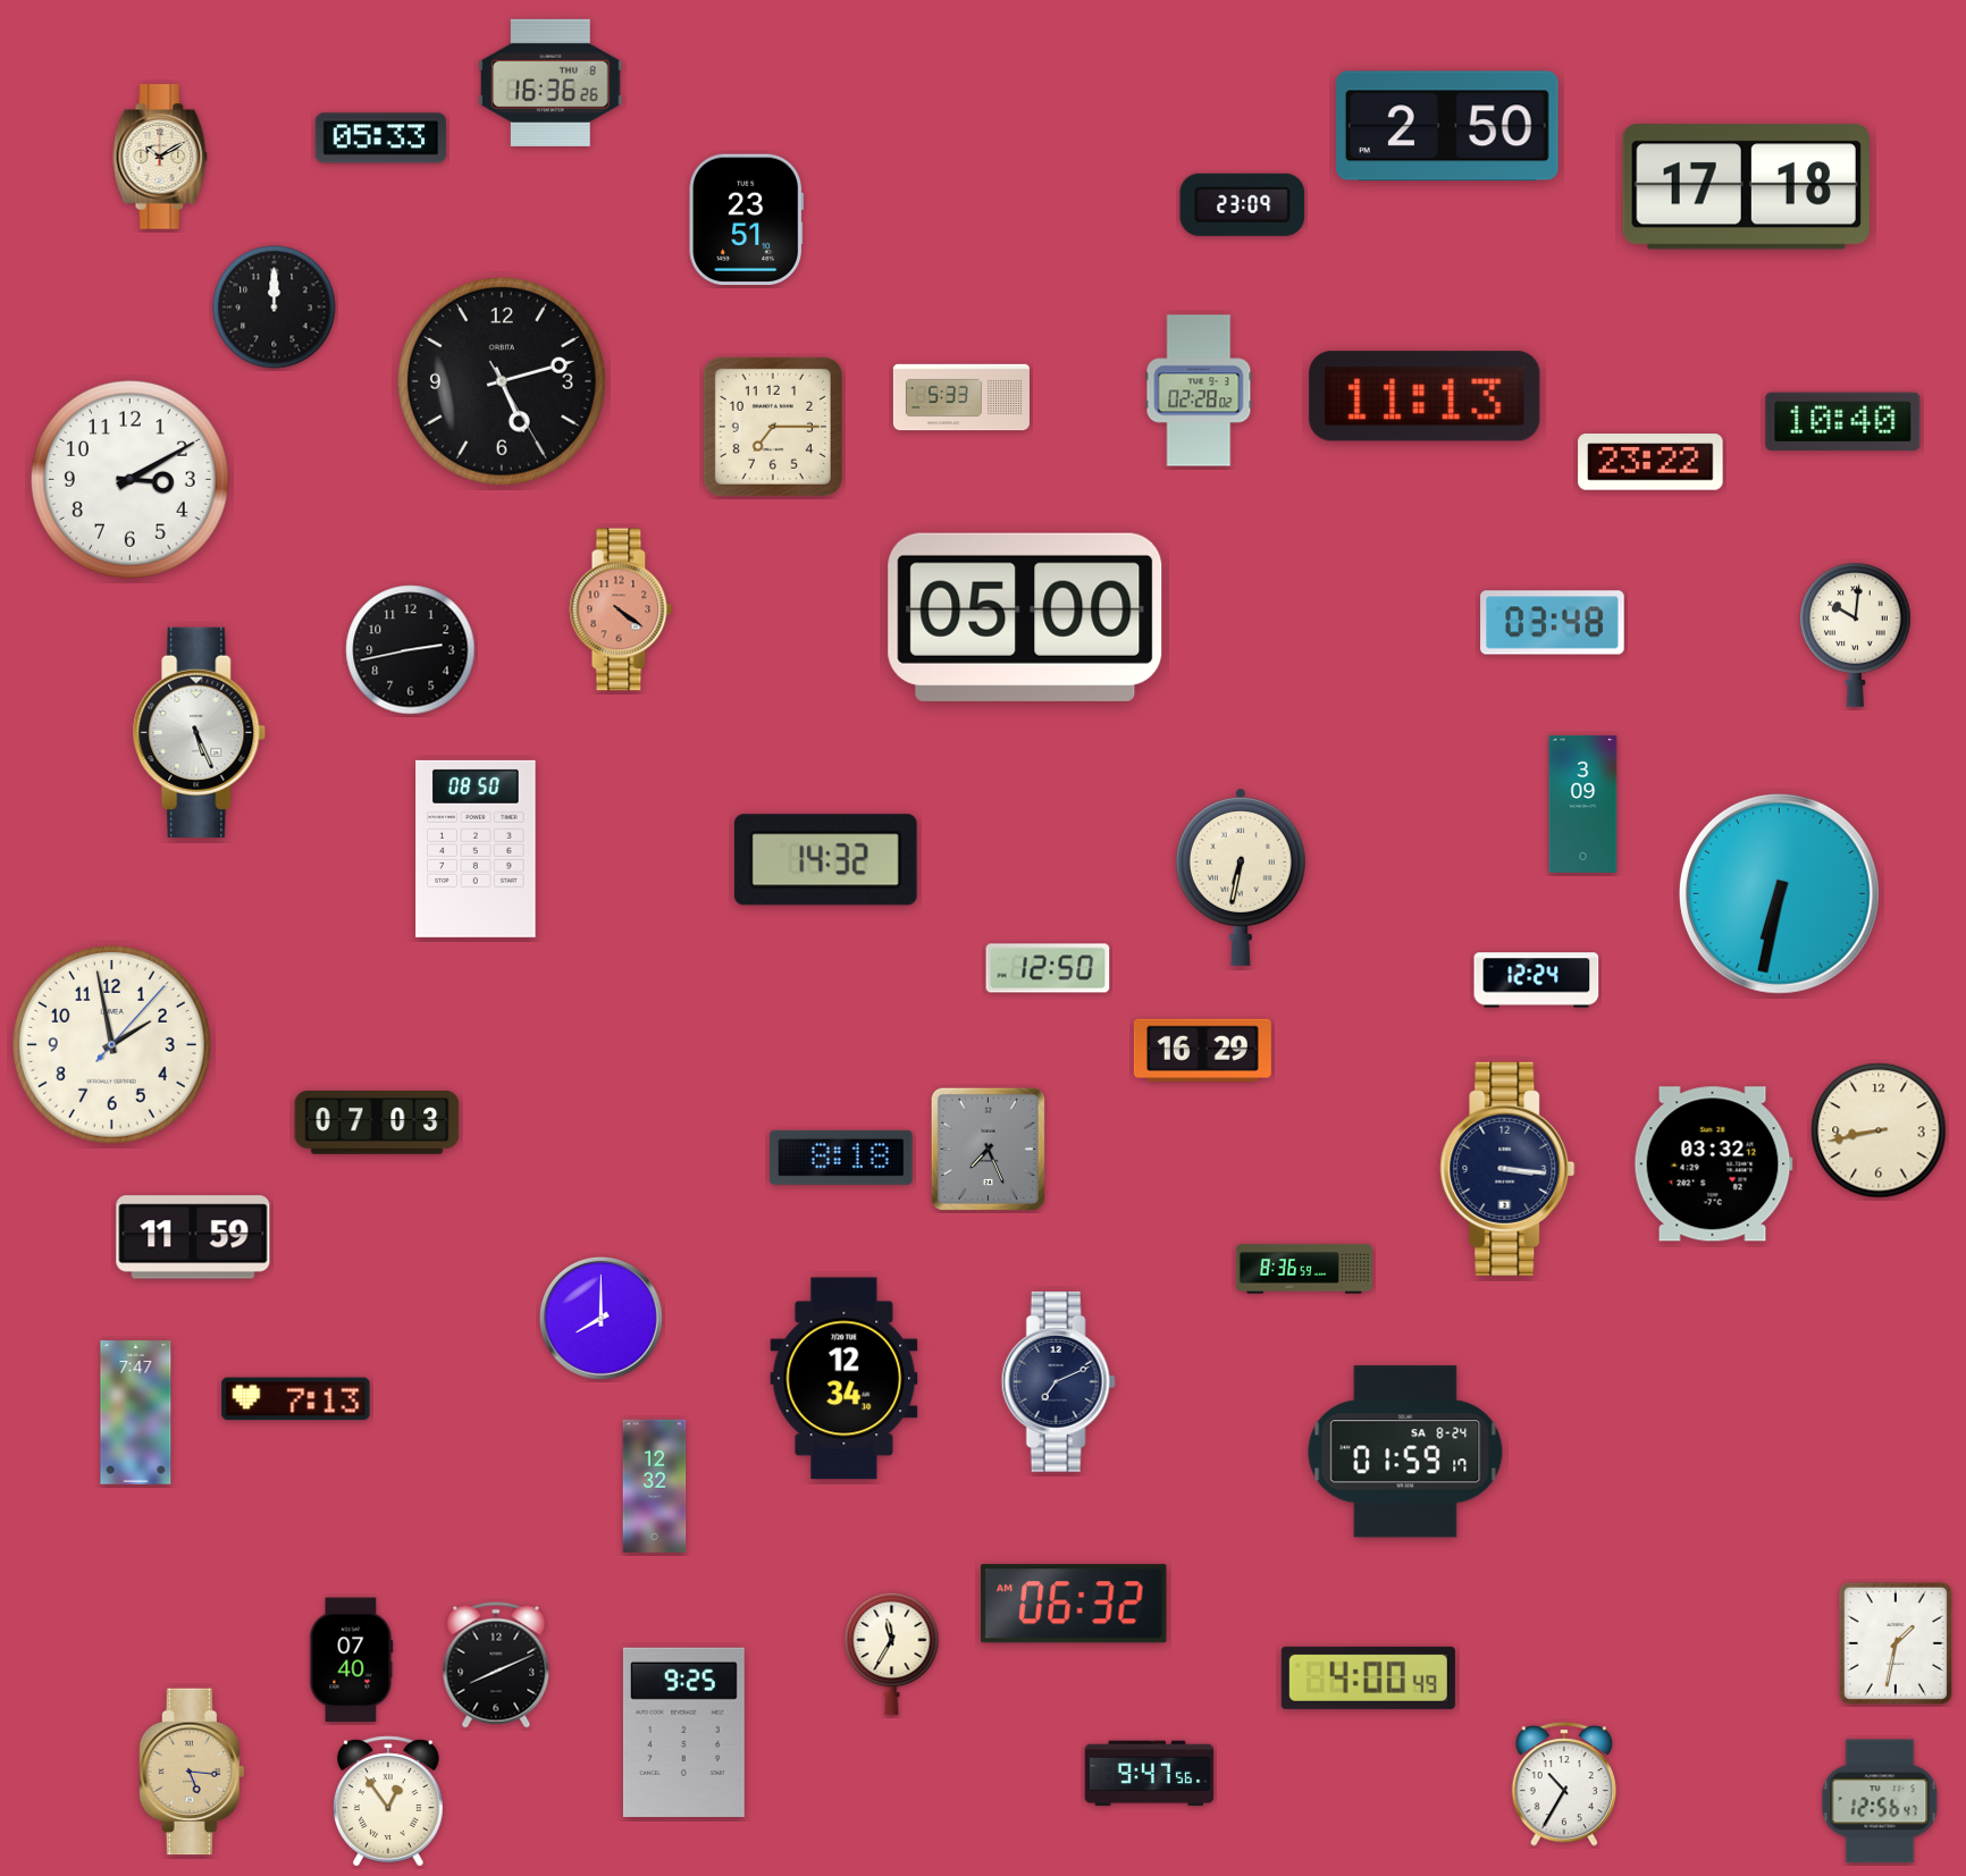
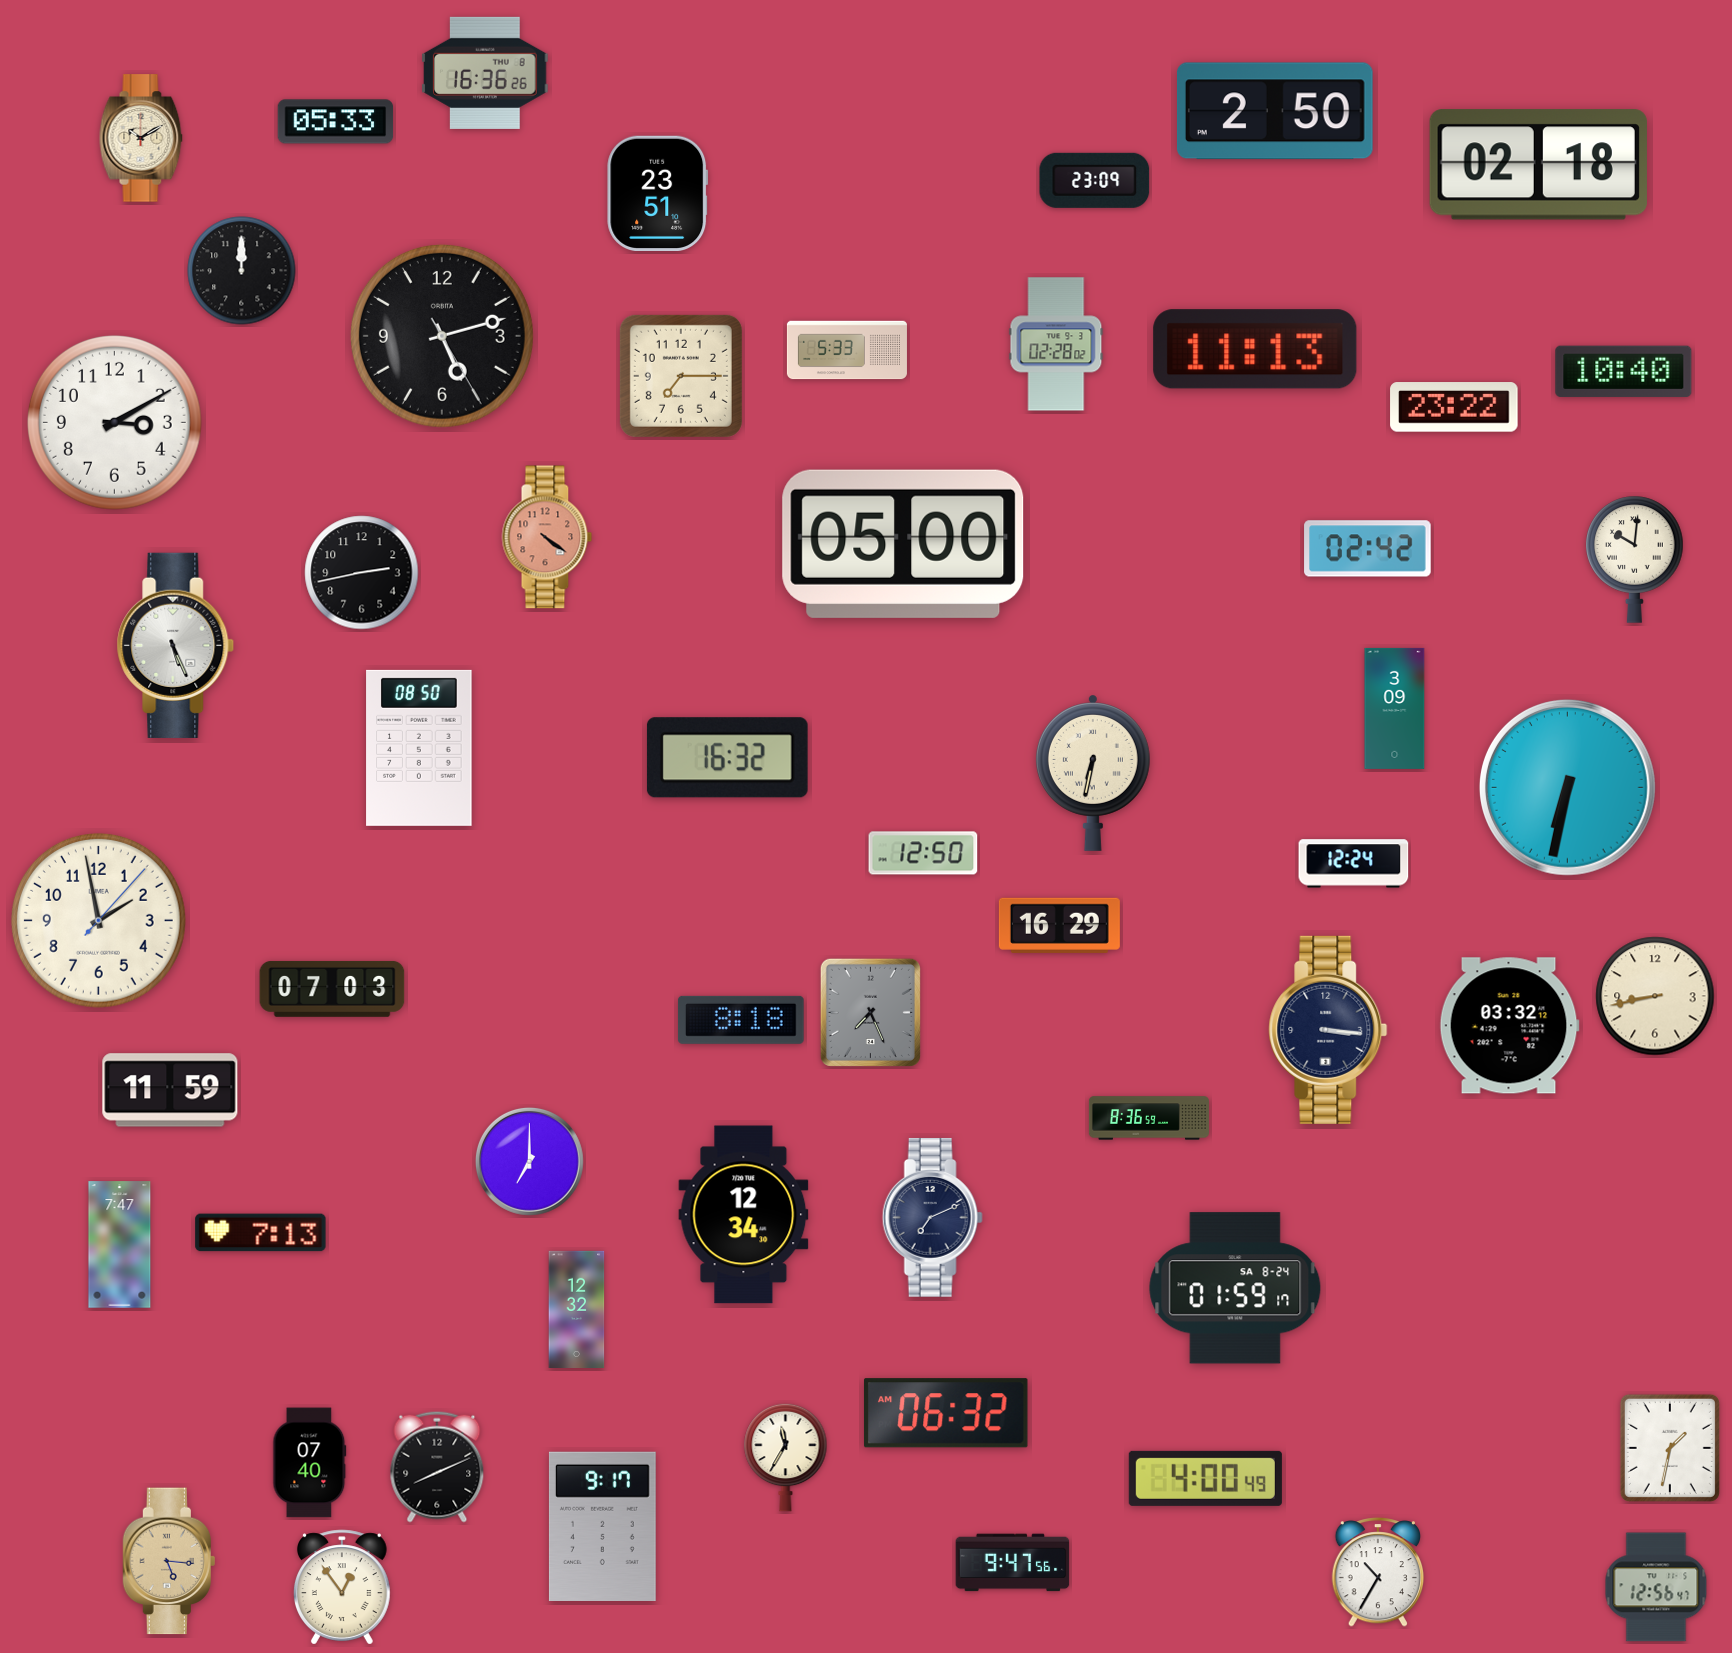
clock at (1746, 187): 17:18 -> 02:18
clock at (1553, 623): 03:48 -> 02:42
clock at (825, 860): 14:32 -> 16:32
clock at (600, 1318): 8:00 -> 7:00
clock at (1405, 1452) position: (1405, 1452) -> (1235, 1288)
clock at (683, 1732): 9:25 -> 9:17
